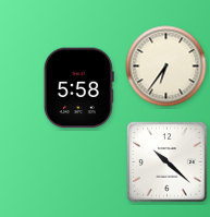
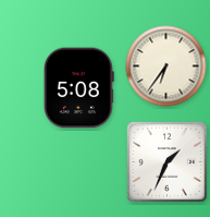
clock at (78, 88): 5:58 -> 5:08
clock at (168, 162): 10:22 -> 1:34
